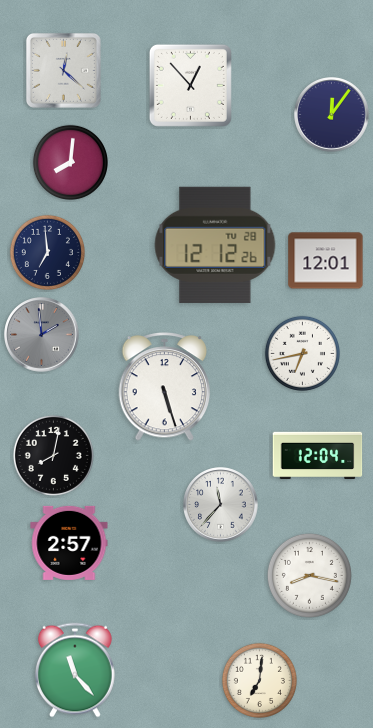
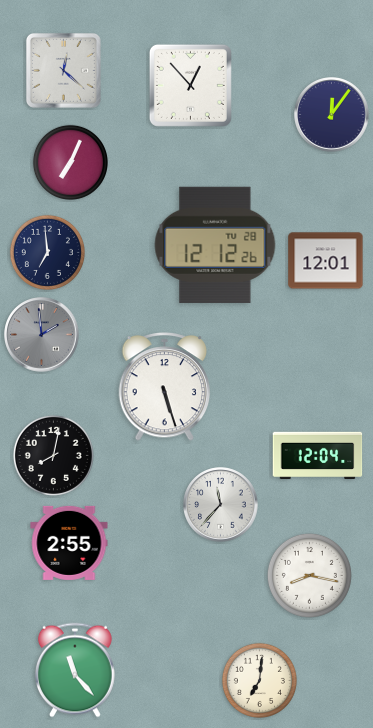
clock at (70, 162): 8:01 -> 7:04
clock at (302, 353): 6:43 -> none
clock at (69, 543): 2:57 -> 2:55
